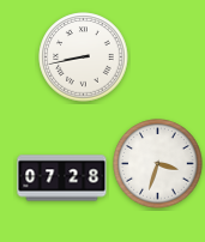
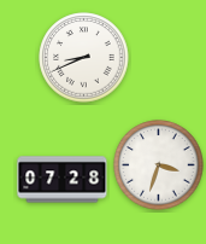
clock at (84, 58): 8:43 -> 8:41
